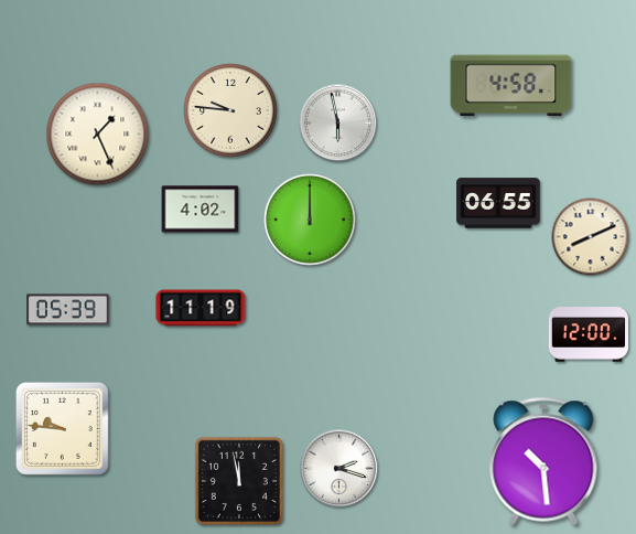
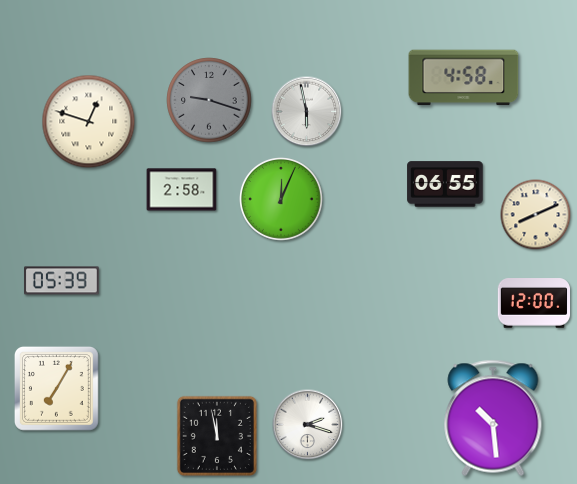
clock at (230, 110): 9:46 -> 9:18
clock at (230, 110) dial: cream -> grey
clock at (98, 135): 1:26 -> 12:48
clock at (498, 203) position: (498, 203) -> (445, 184)
clock at (201, 210): 4:02 -> 2:58
clock at (311, 221): 12:00 -> 12:04
clock at (201, 308): 11:19 -> none
clock at (62, 428): 9:46 -> 7:05
